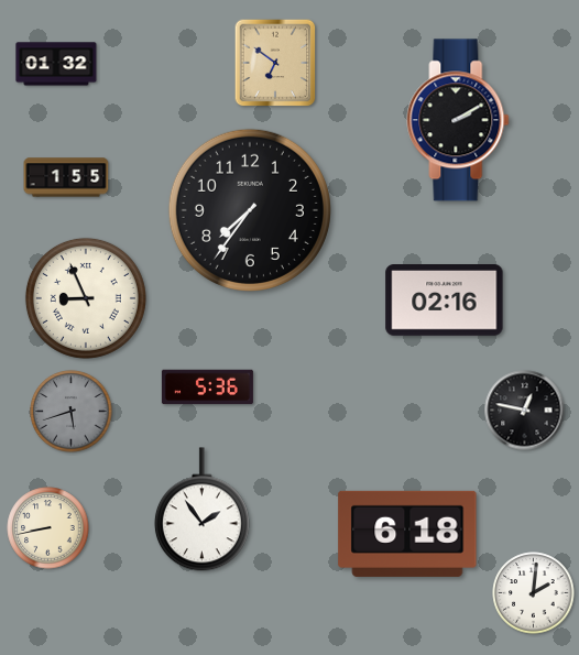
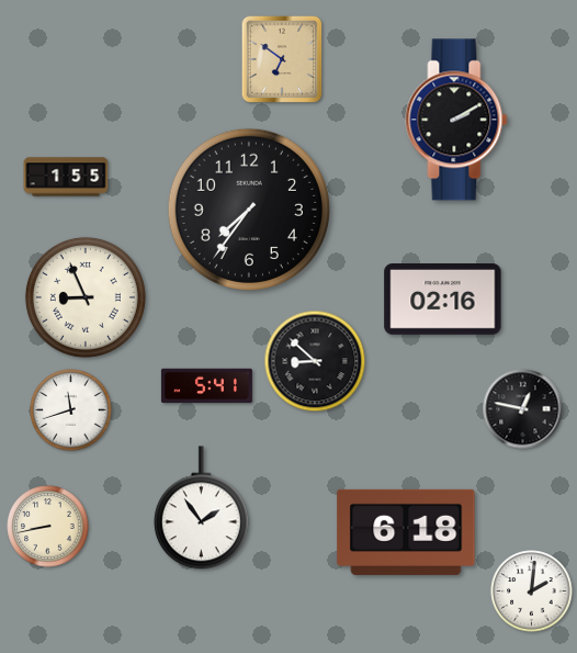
clock at (275, 63) position: (275, 63) -> (282, 59)
clock at (56, 64): 01:32 -> none
clock at (315, 361): none -> 8:52
clock at (207, 387): 5:36 -> 5:41
clock at (72, 412): 5:42 -> 11:42
clock at (72, 412) dial: grey -> white
